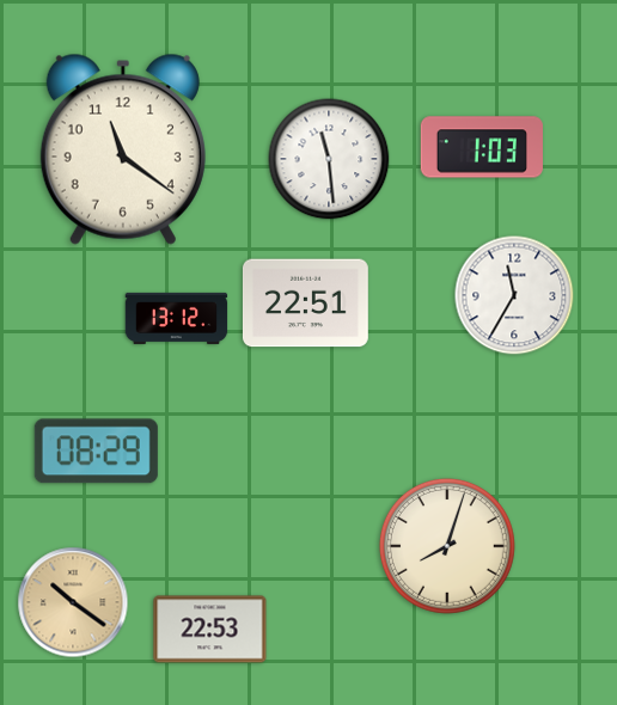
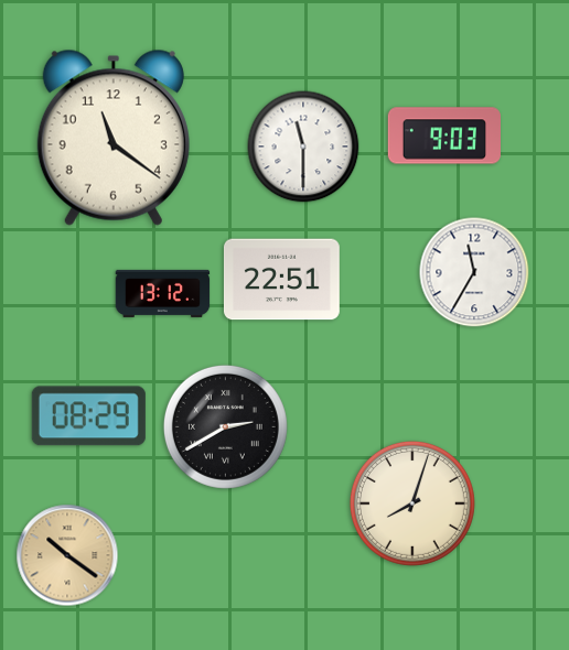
clock at (481, 147): 1:03 -> 9:03
clock at (329, 159): 11:29 -> 11:30
clock at (225, 426): none -> 2:40
clock at (210, 630): 22:53 -> none
